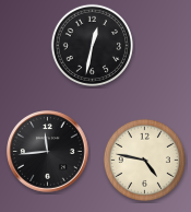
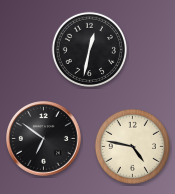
clock at (92, 45) position: (92, 45) -> (89, 49)
clock at (48, 152): 11:44 -> 6:51
